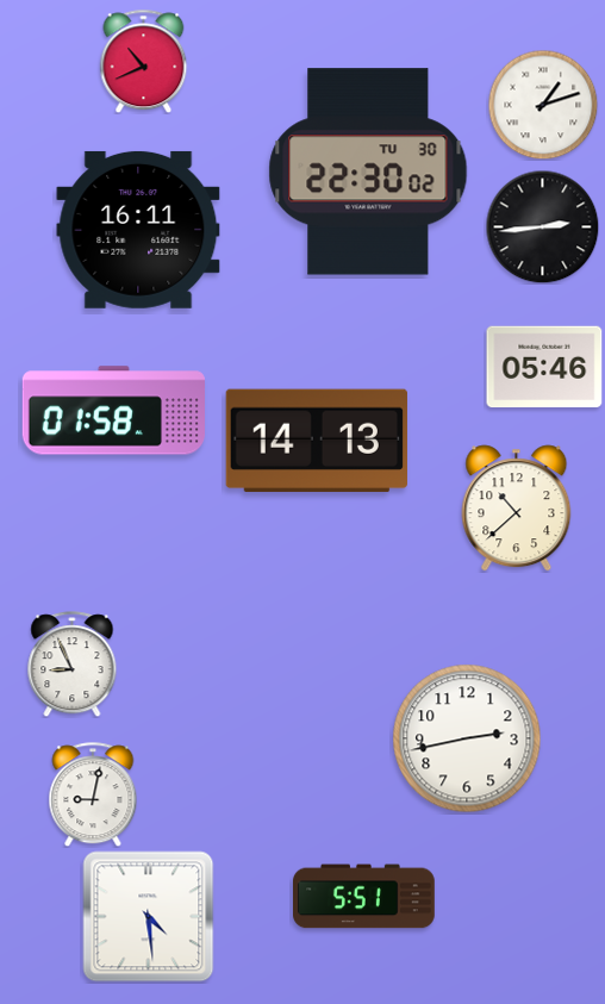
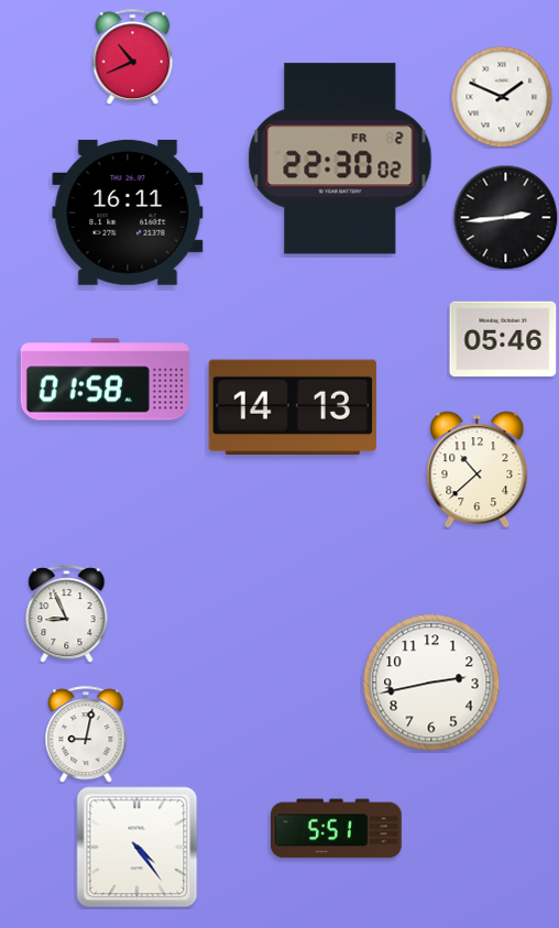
clock at (543, 105): 1:12 -> 1:49
clock at (368, 172) date: TU 30 -> FR 2
clock at (542, 226) position: (542, 226) -> (505, 217)
clock at (149, 917): 4:29 -> 4:24
